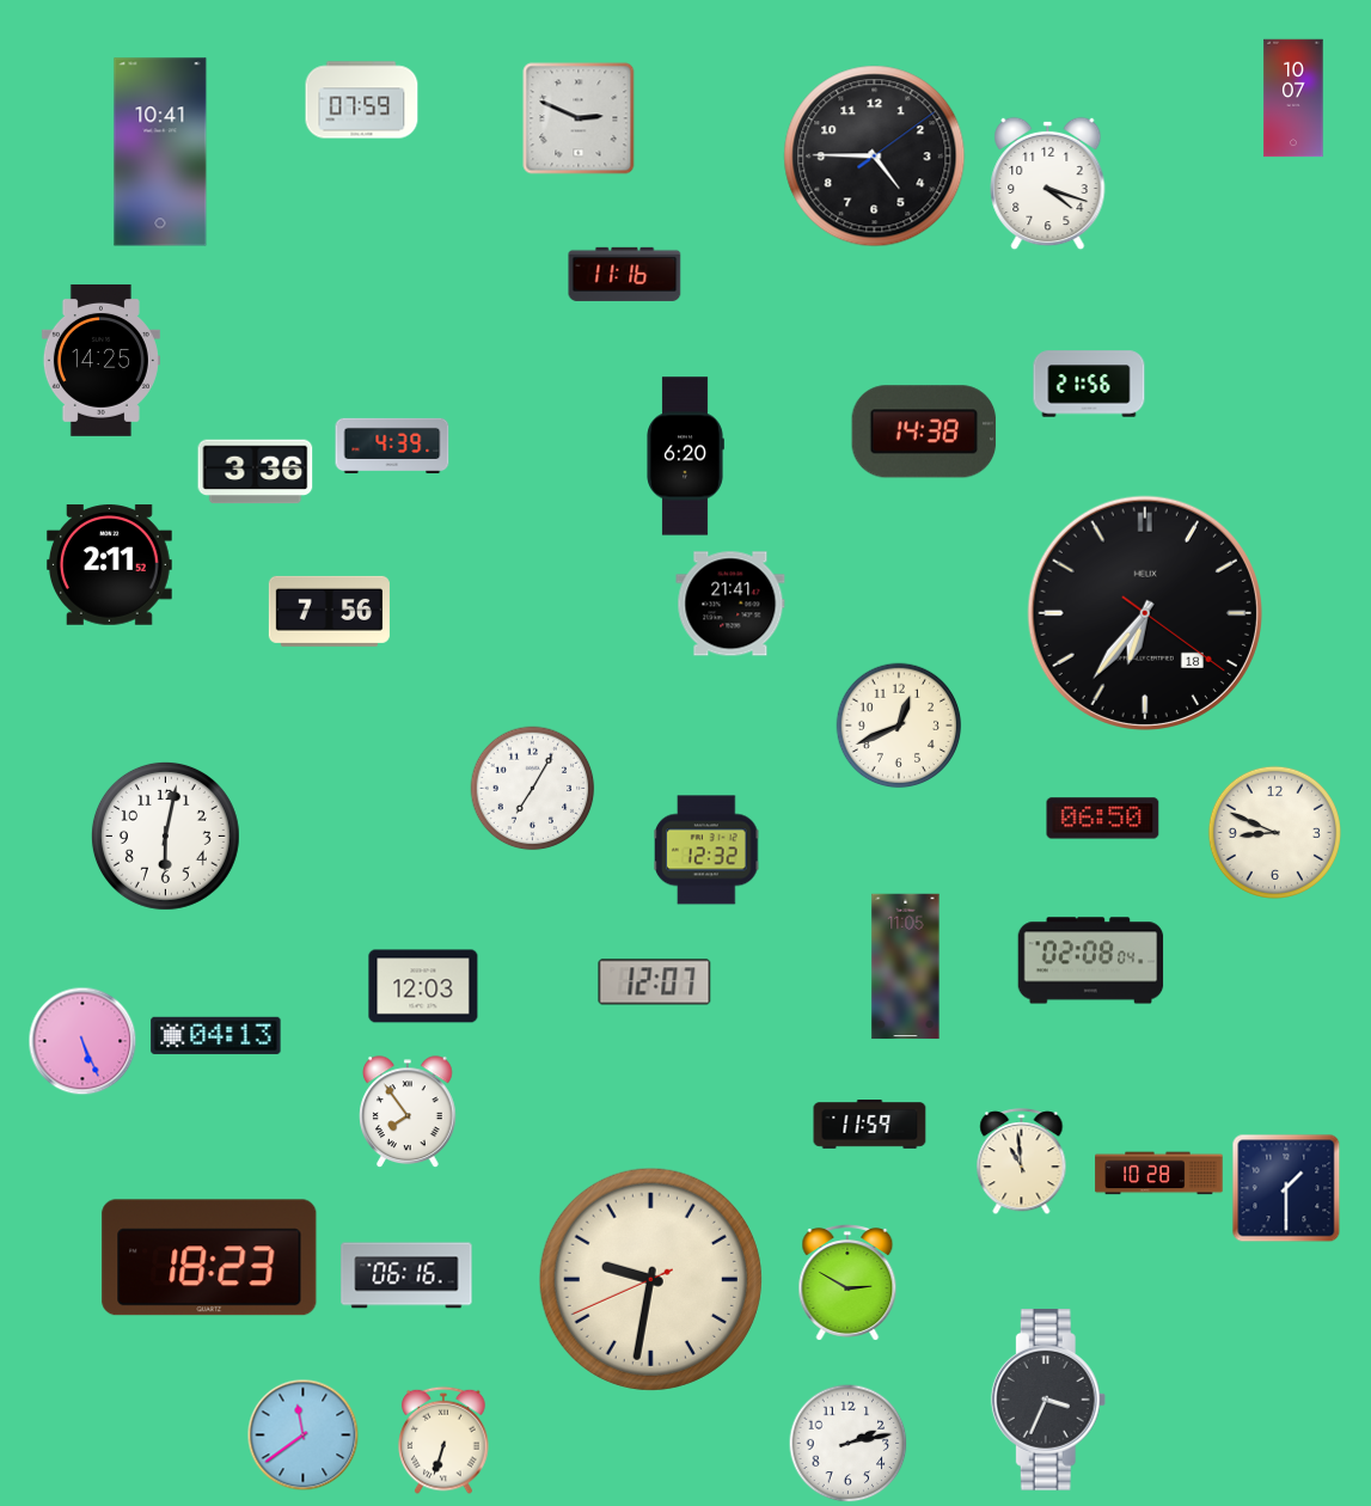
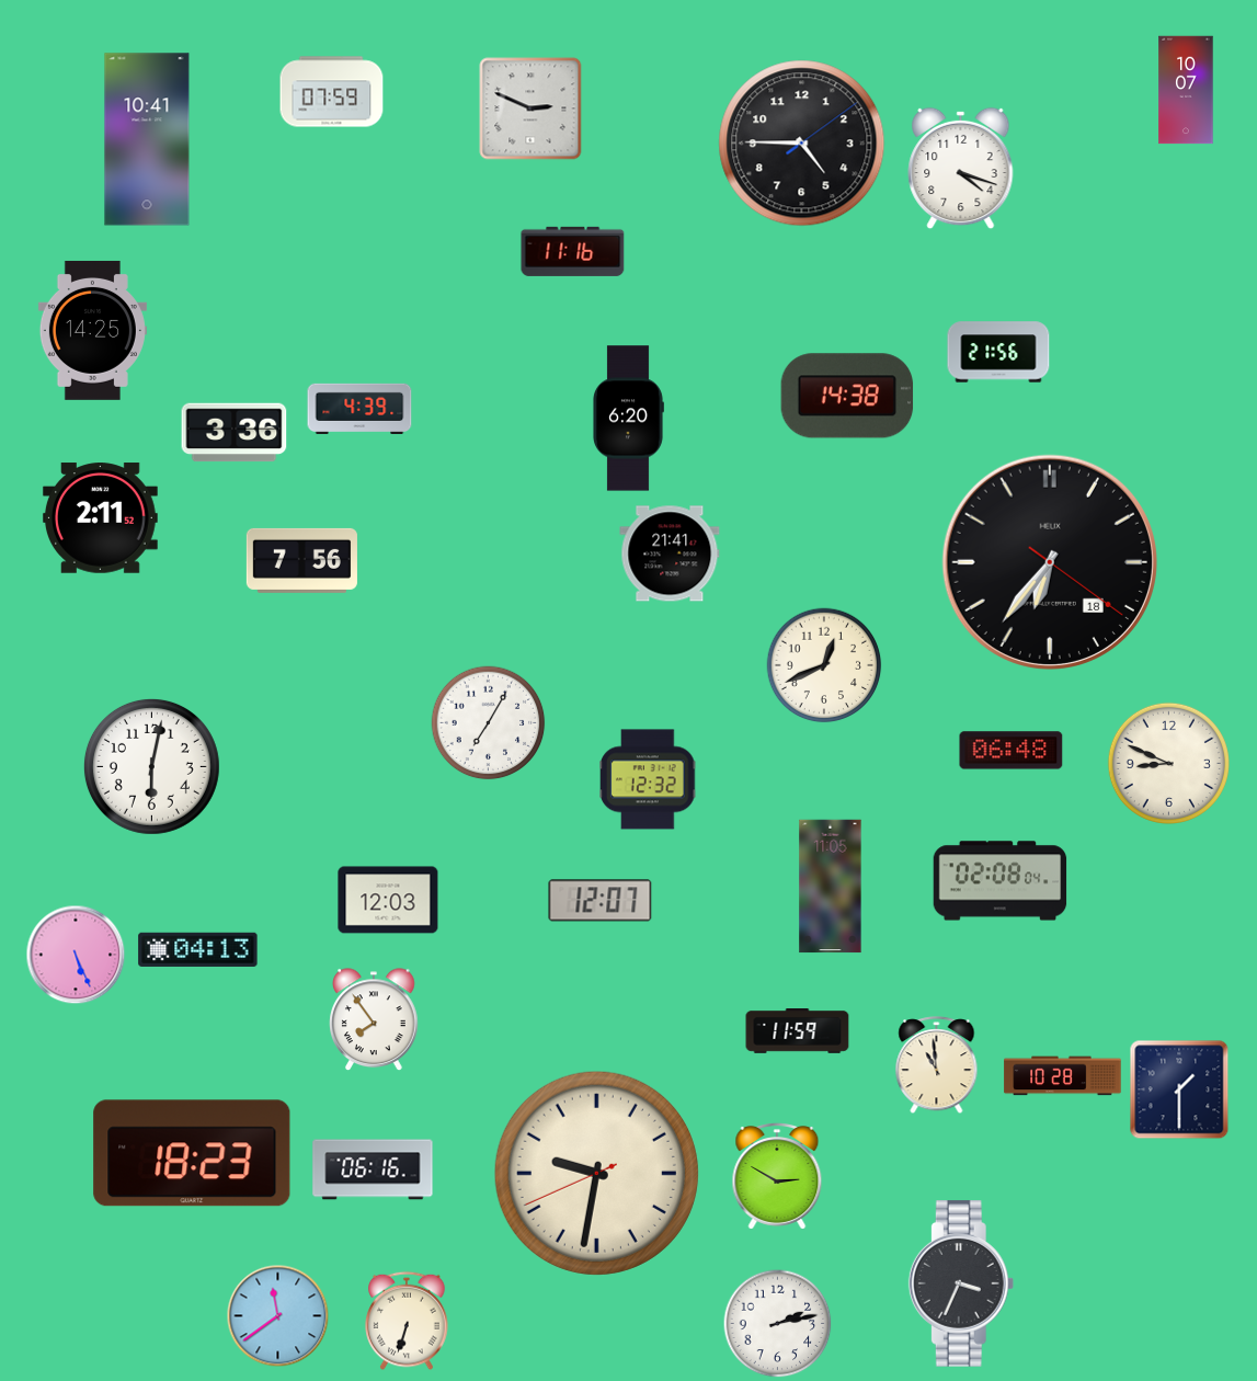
clock at (1103, 819): 06:50 -> 06:48
clock at (423, 986) position: (423, 986) -> (388, 900)
